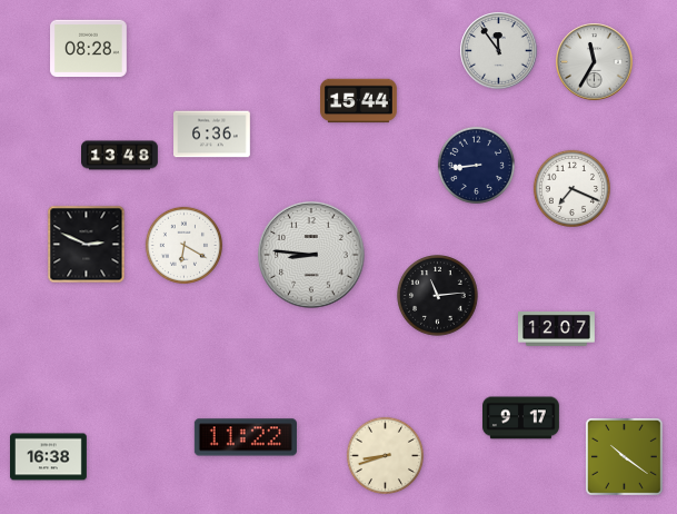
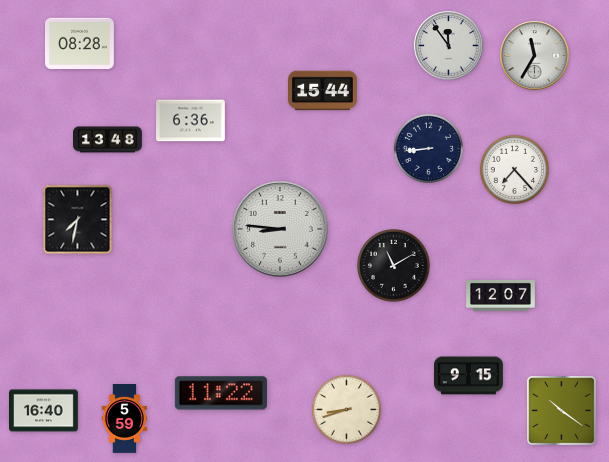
clock at (571, 188): 7:19 -> 7:23
clock at (87, 245): 2:49 -> 7:32
clock at (183, 245): 6:20 -> none
clock at (438, 296): 11:14 -> 11:10
clock at (521, 418): 9:17 -> 9:15
clock at (49, 457): 16:38 -> 16:40
clock at (125, 419): none -> 5:59
